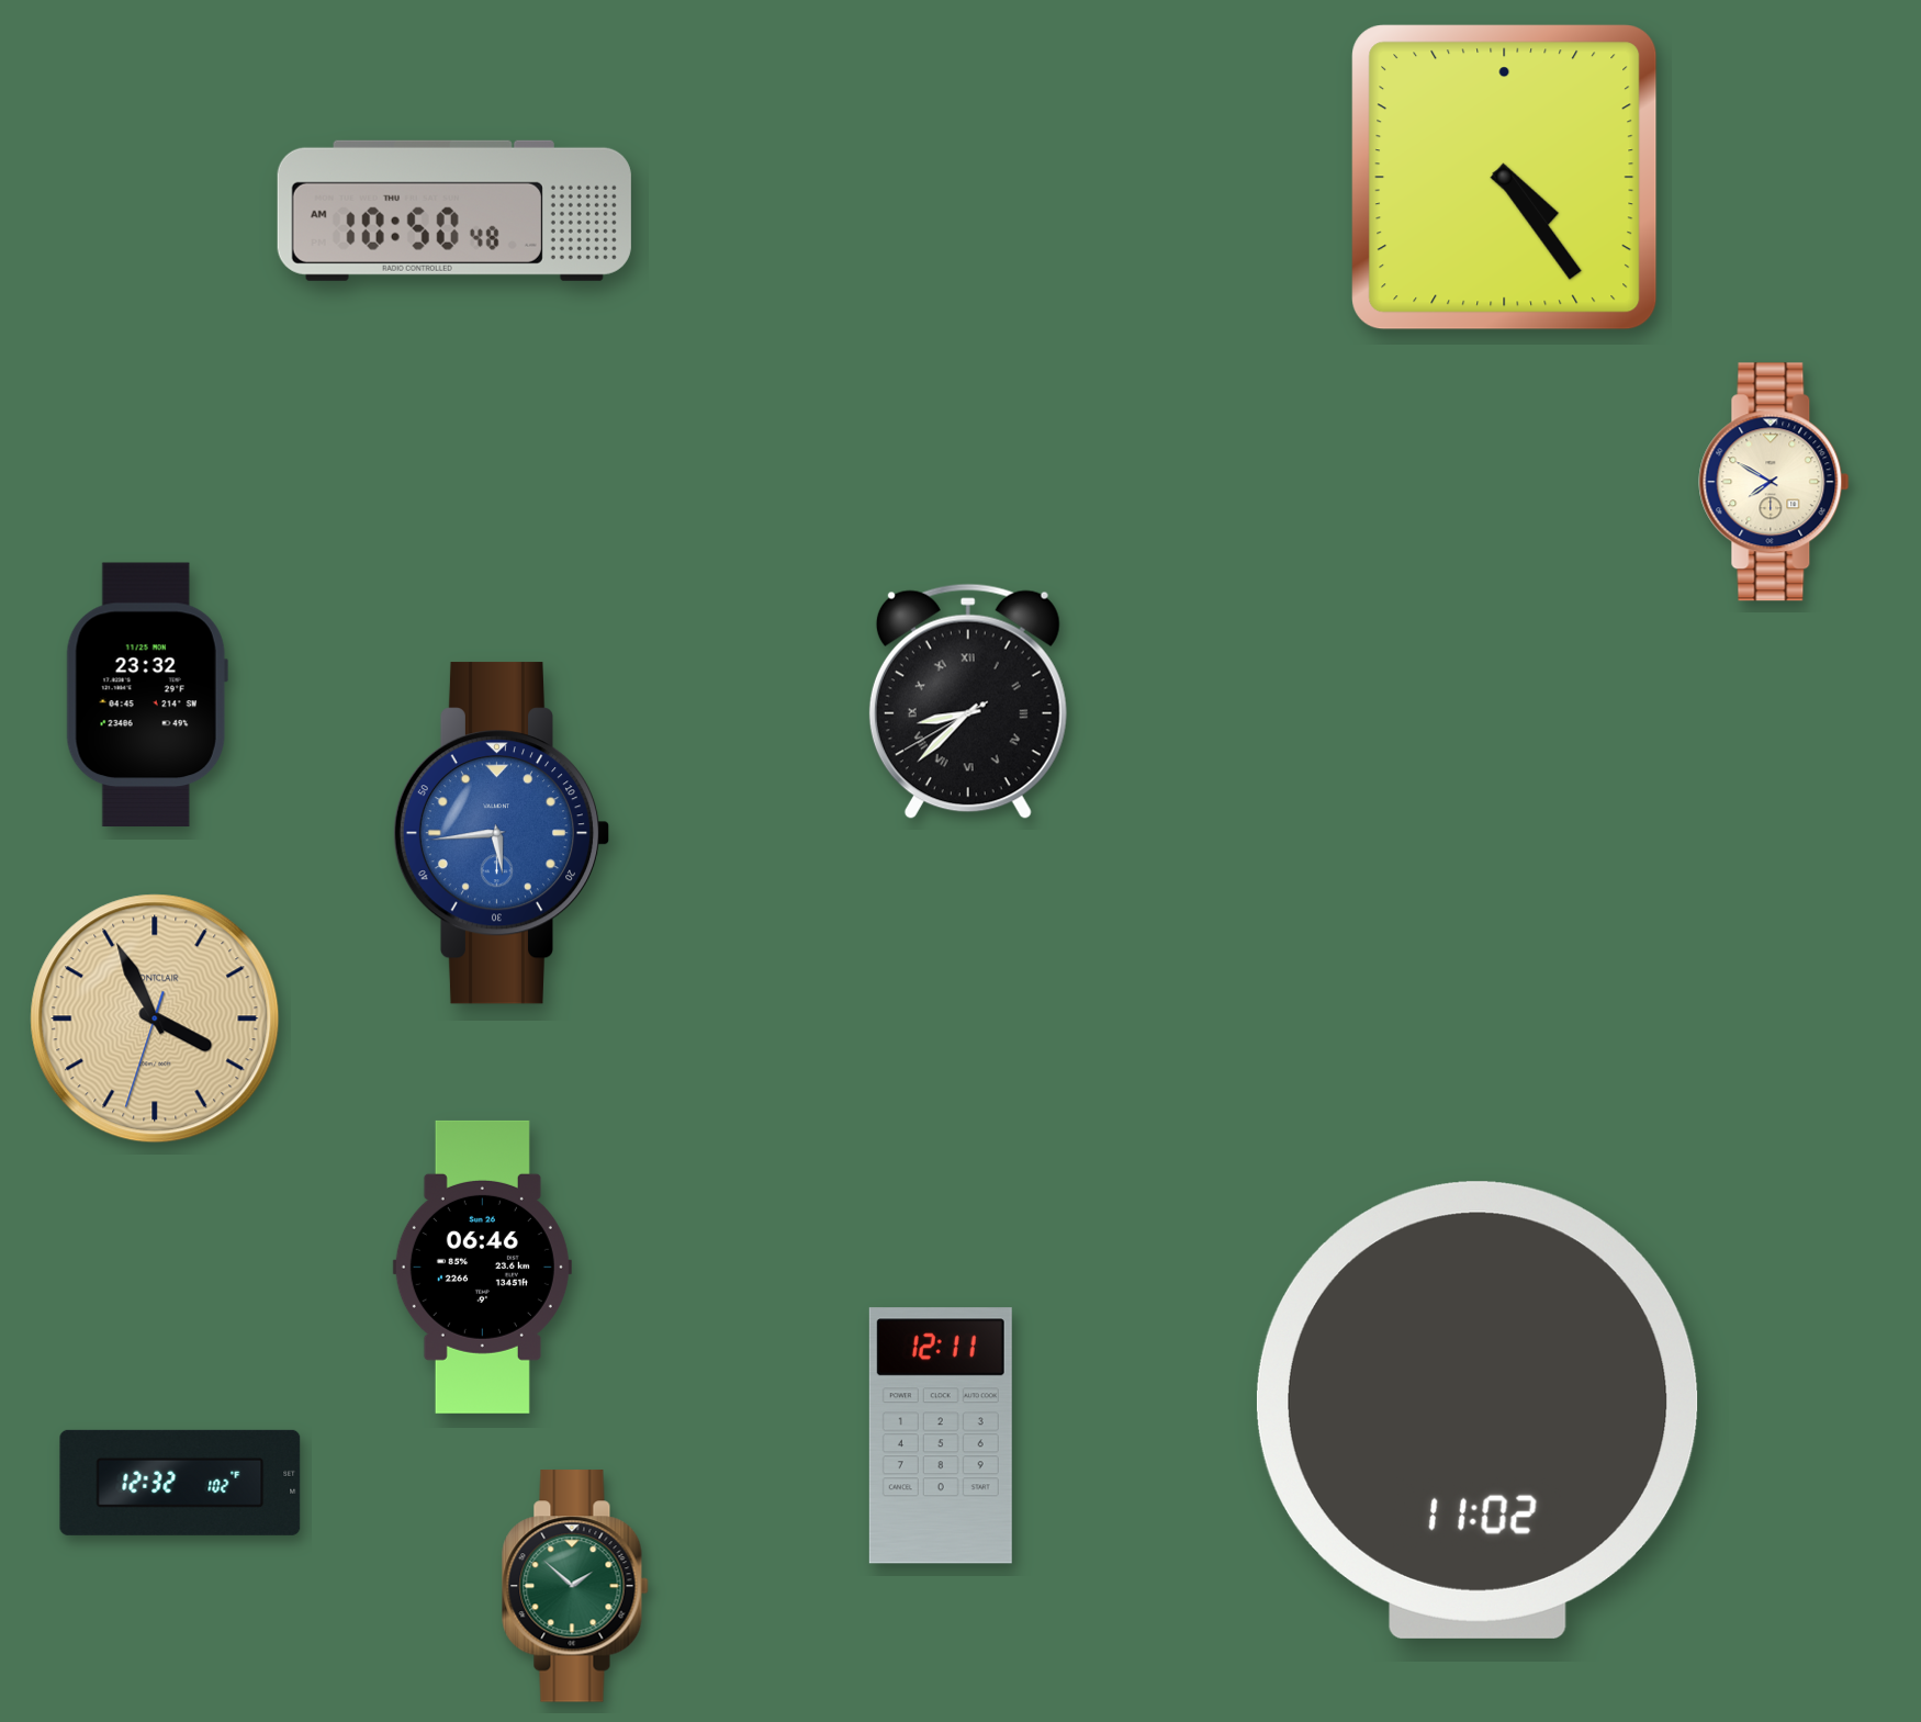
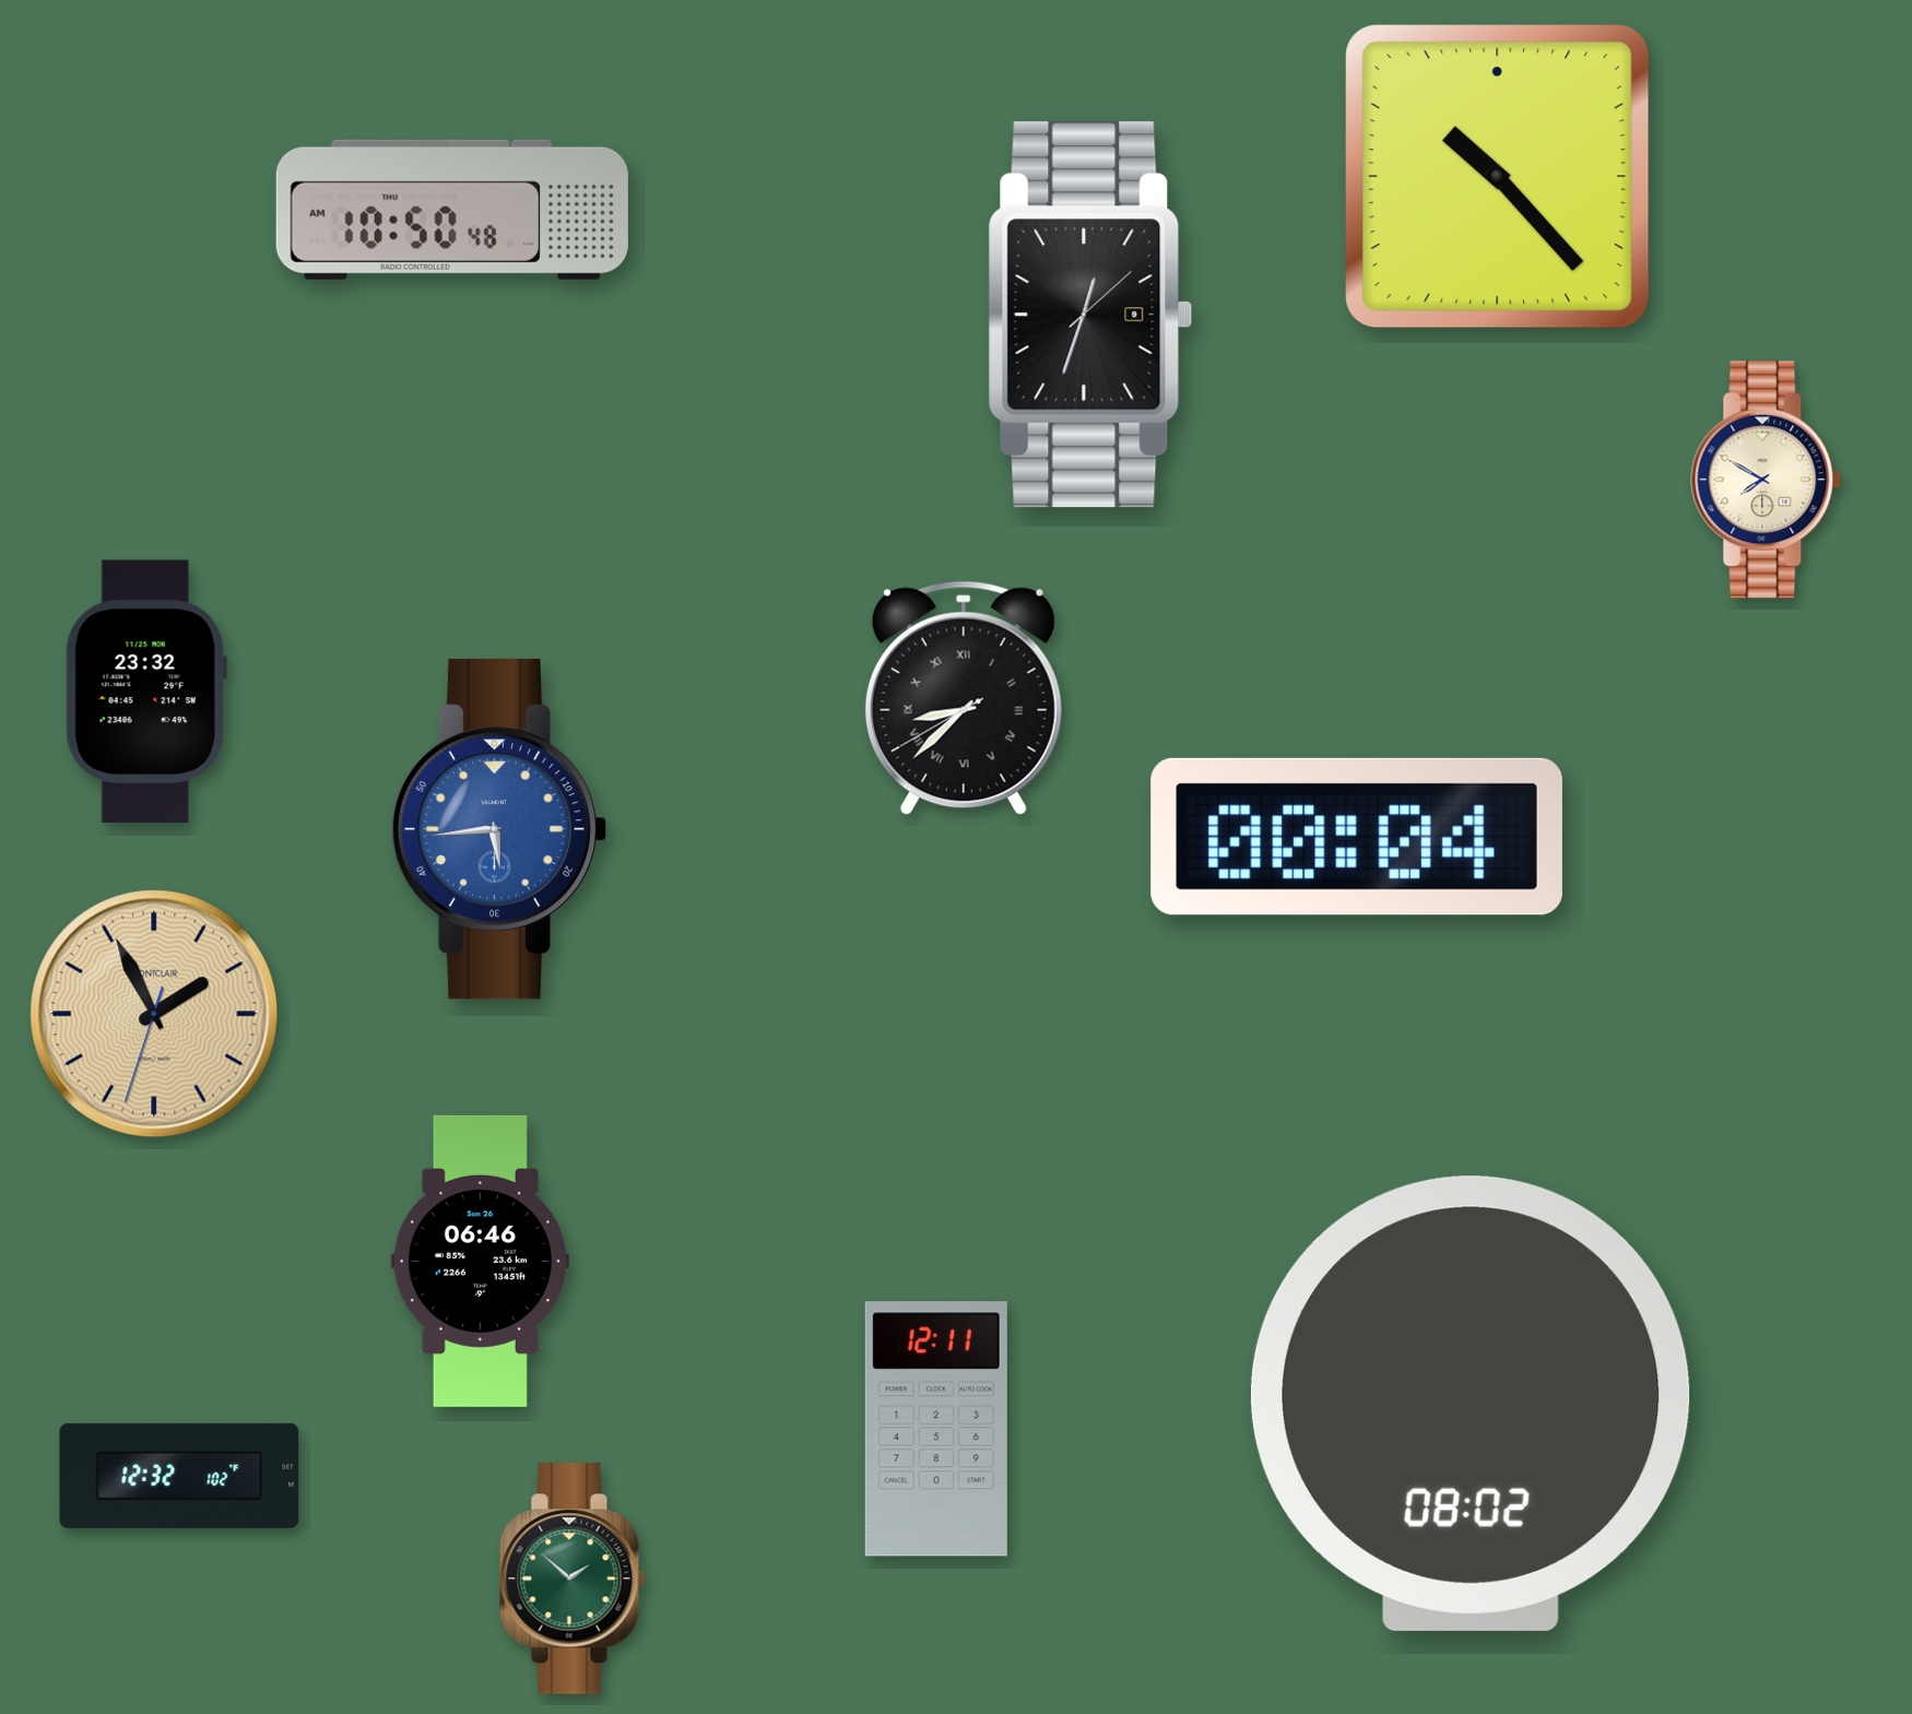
clock at (1505, 178): 4:24 -> 10:23
clock at (1090, 315): none -> 12:33
clock at (1357, 837): none -> 00:04
clock at (155, 1018): 3:55 -> 1:55
clock at (1478, 1410): 11:02 -> 08:02
